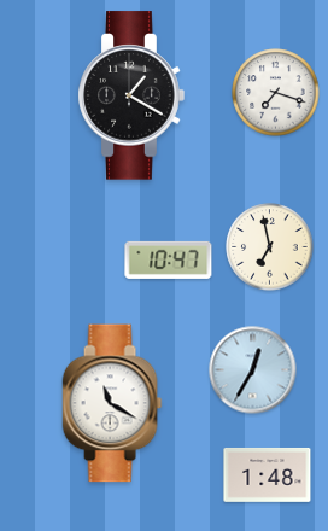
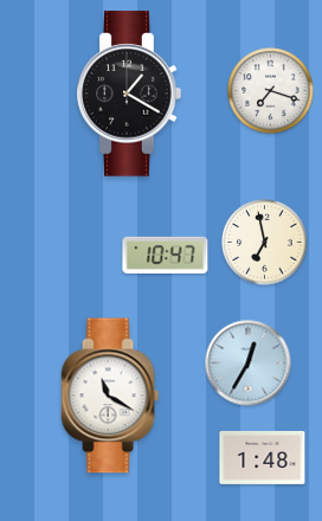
clock at (268, 474) position: (268, 474) -> (263, 457)
